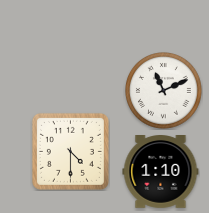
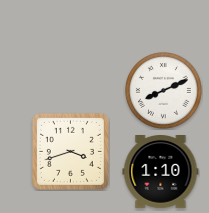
clock at (164, 91): 11:11 -> 8:11
clock at (70, 151): 4:30 -> 3:42
